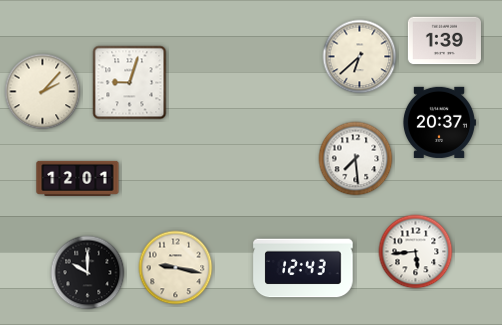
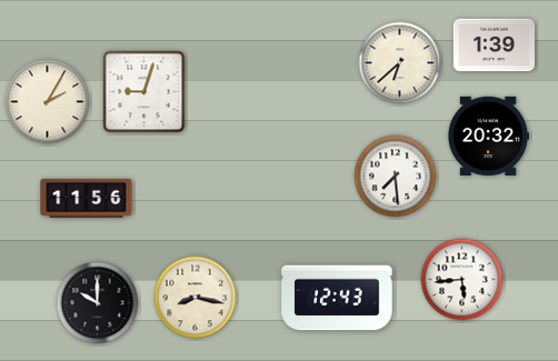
clock at (43, 92): 2:07 -> 2:05
clock at (439, 122): 20:37 -> 20:32
clock at (78, 178): 12:01 -> 11:56
clock at (176, 268): 9:17 -> 8:17
